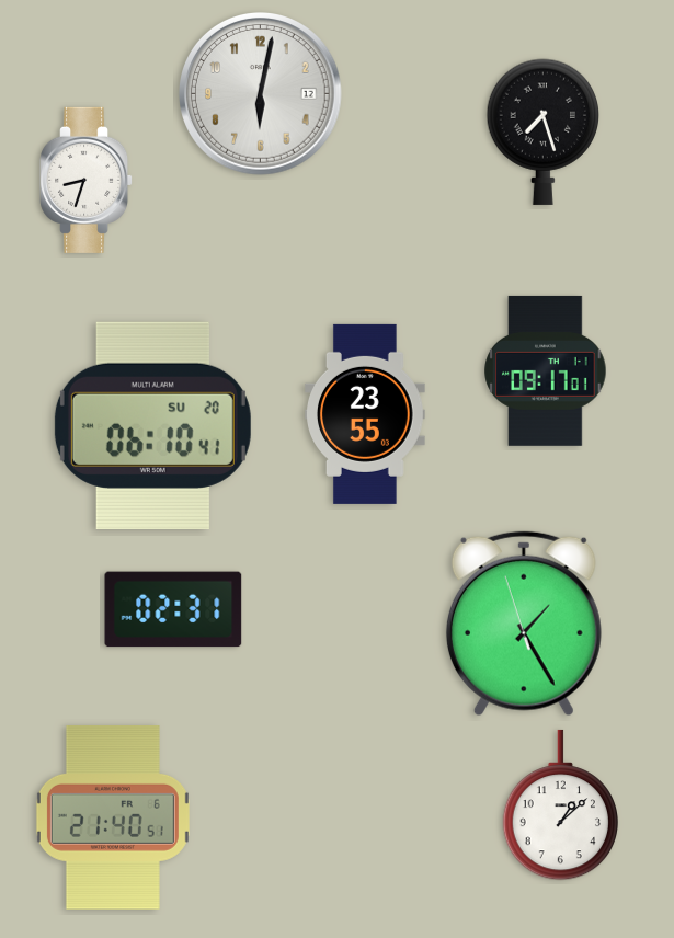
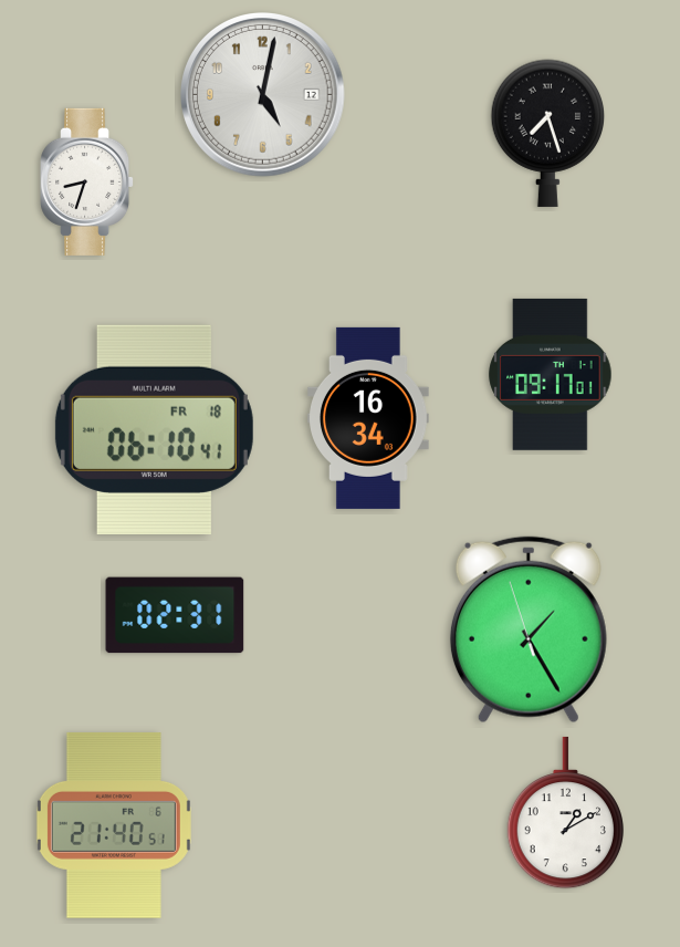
clock at (261, 94): 6:02 -> 5:02
clock at (366, 414): 23:55 -> 16:34
clock at (152, 425) date: SU 20 -> FR 18
clock at (560, 805): 1:08 -> 1:10
